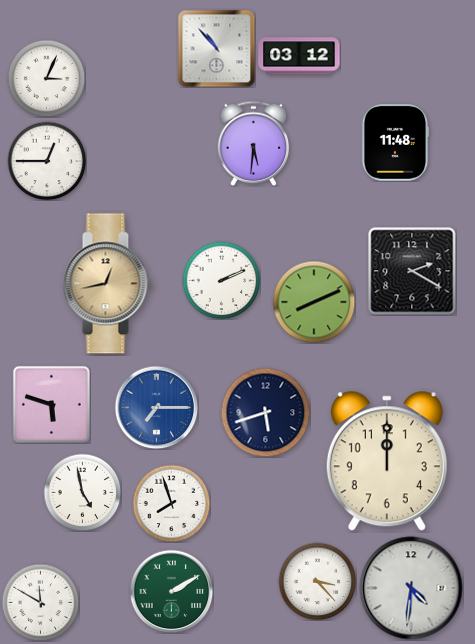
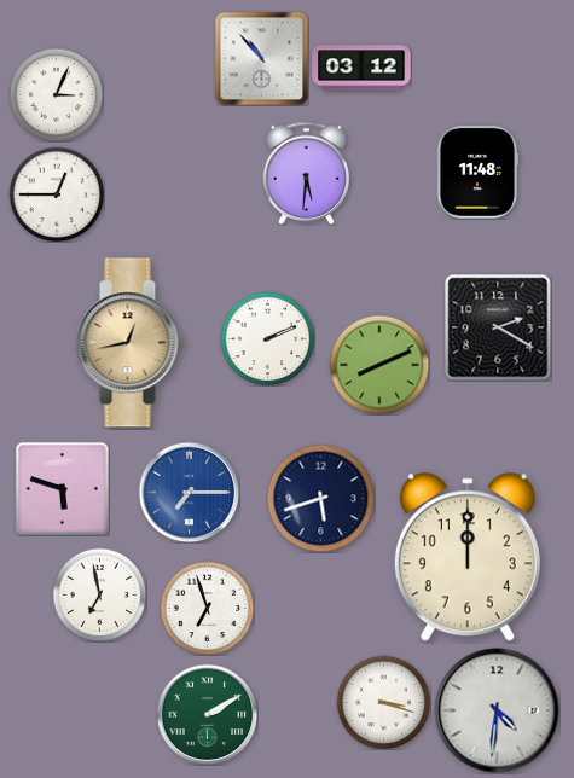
clock at (82, 492): 4:58 -> 6:58
clock at (171, 503): 7:57 -> 6:57
clock at (317, 581): 3:23 -> 3:18
clock at (40, 602): 11:50 -> none
